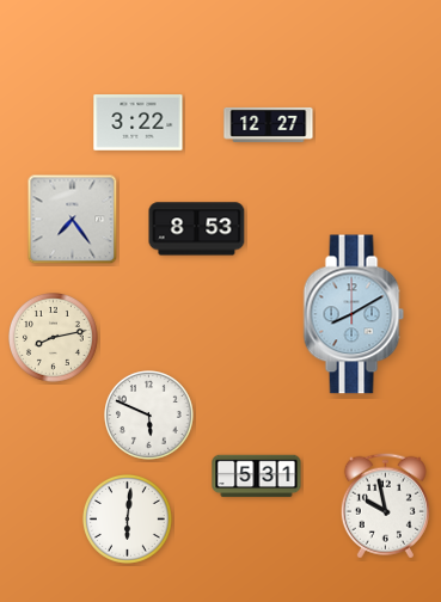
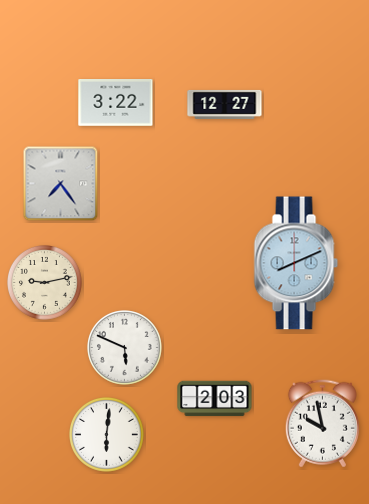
clock at (197, 229): 8:53 -> none
clock at (354, 314): 8:10 -> 8:11
clock at (54, 338): 8:13 -> 9:13
clock at (257, 477): 5:31 -> 2:03
